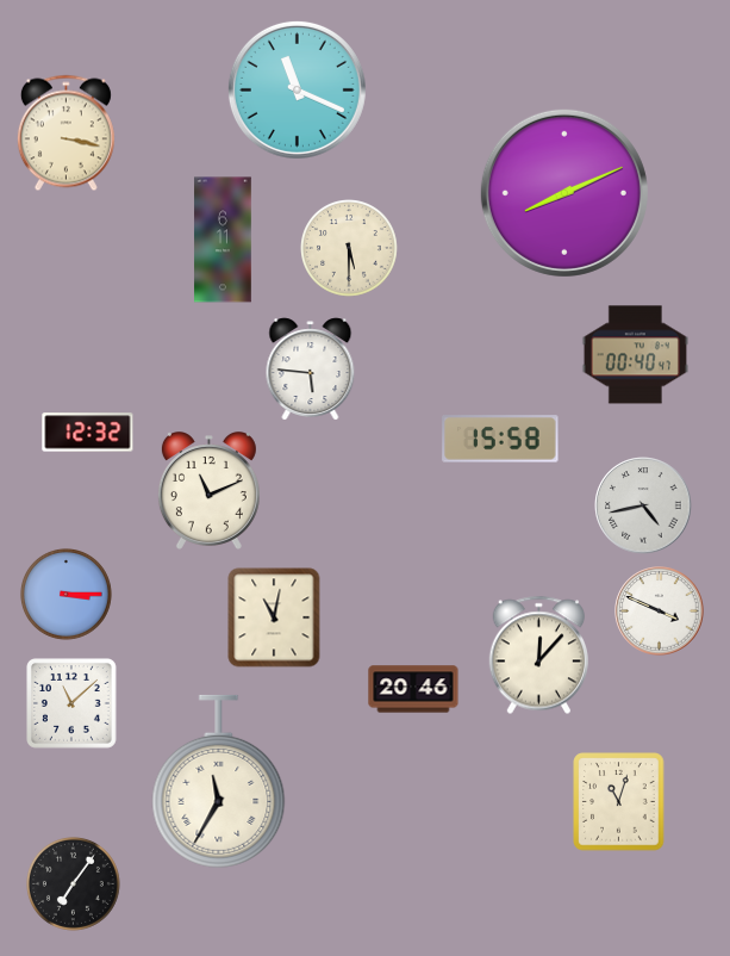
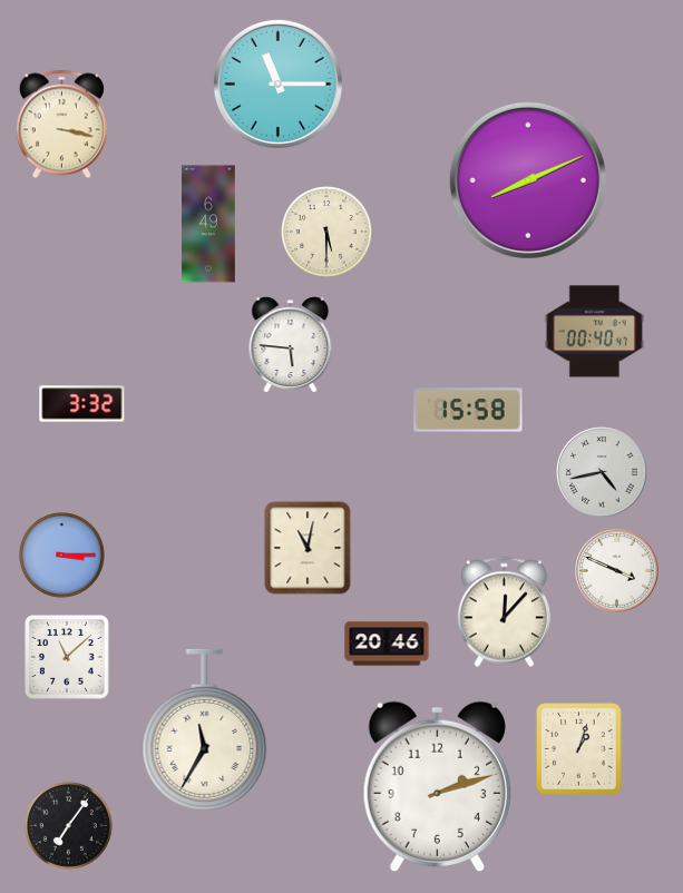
clock at (297, 89): 11:19 -> 11:15
clock at (223, 240): 6:11 -> 6:49
clock at (88, 433): 12:32 -> 3:32
clock at (208, 491): 11:11 -> none
clock at (274, 617) position: (274, 617) -> (308, 548)
clock at (619, 802): 11:03 -> 1:03
clock at (437, 786): none -> 2:12
